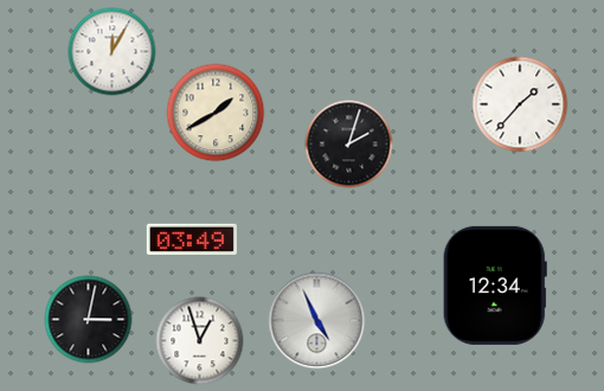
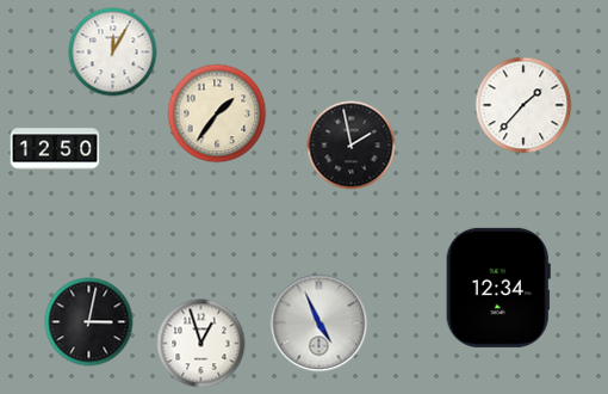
clock at (216, 113): 1:40 -> 1:36
clock at (349, 145): 2:03 -> 1:58
clock at (55, 149): none -> 12:50
clock at (192, 238): 03:49 -> none
